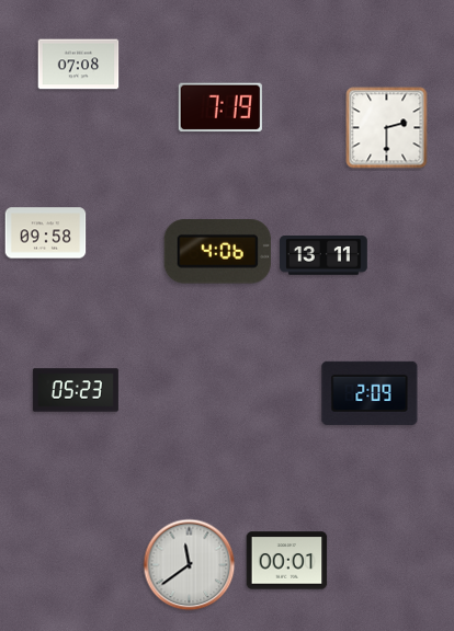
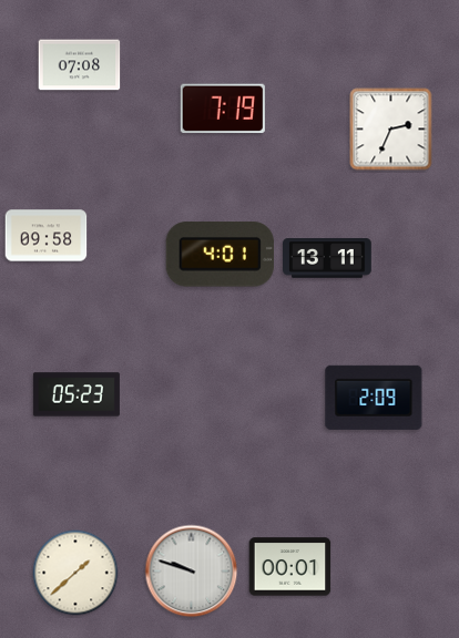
clock at (387, 128): 2:30 -> 2:34
clock at (217, 252): 4:06 -> 4:01
clock at (190, 565): 11:39 -> 9:48
clock at (75, 573): none -> 1:38
